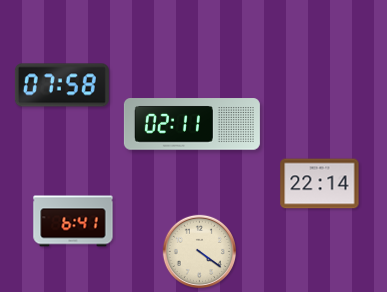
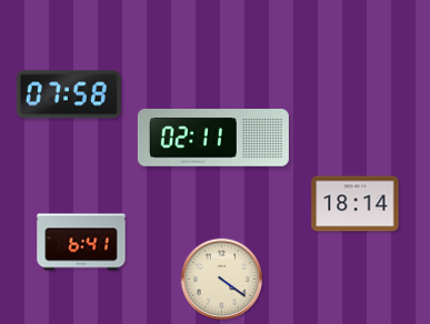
clock at (320, 184): 22:14 -> 18:14
clock at (73, 221) position: (73, 221) -> (81, 242)
